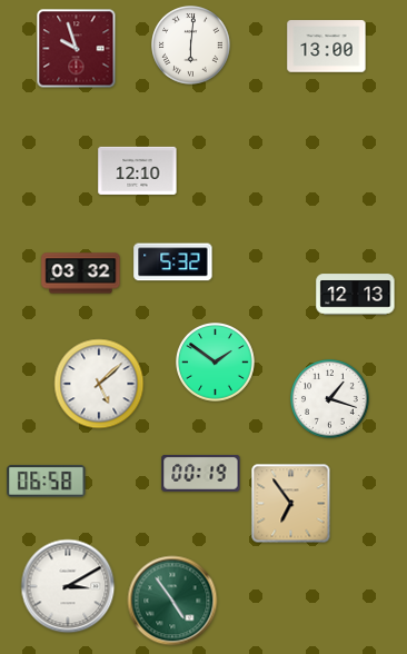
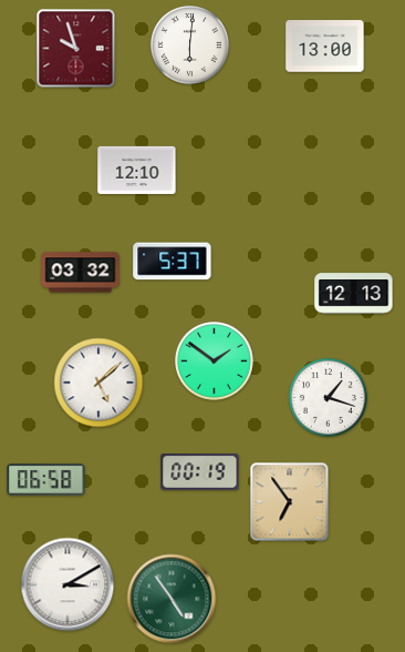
clock at (173, 262): 5:32 -> 5:37
